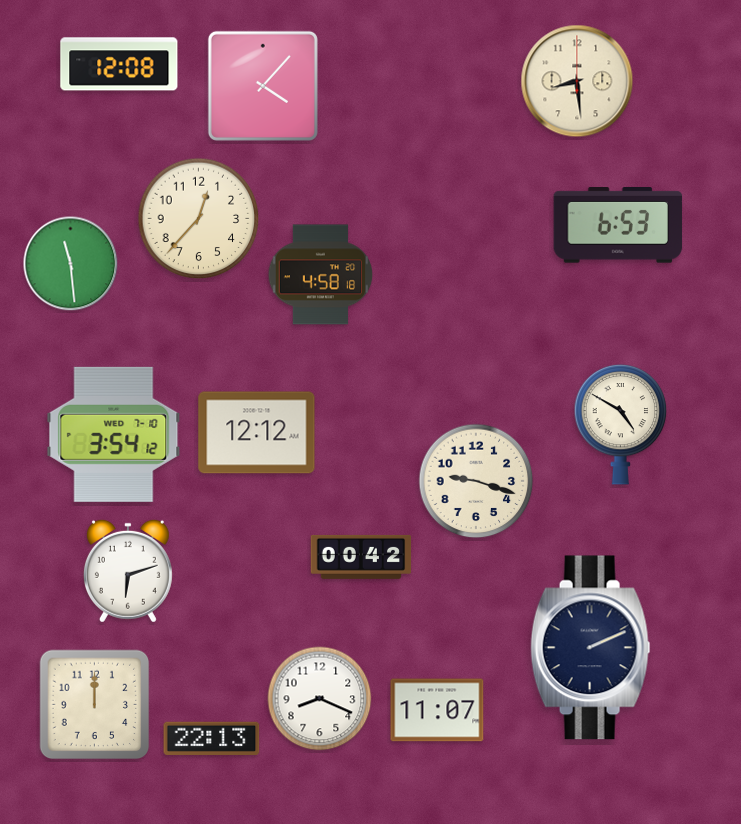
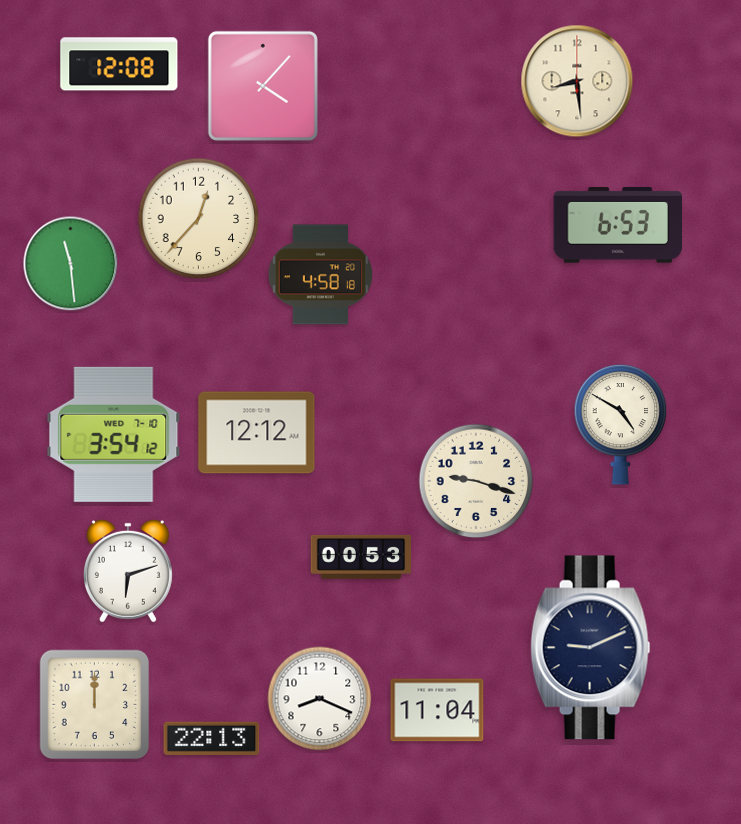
clock at (361, 557): 00:42 -> 00:53
clock at (591, 648): 2:11 -> 9:11
clock at (437, 710): 11:07 -> 11:04
